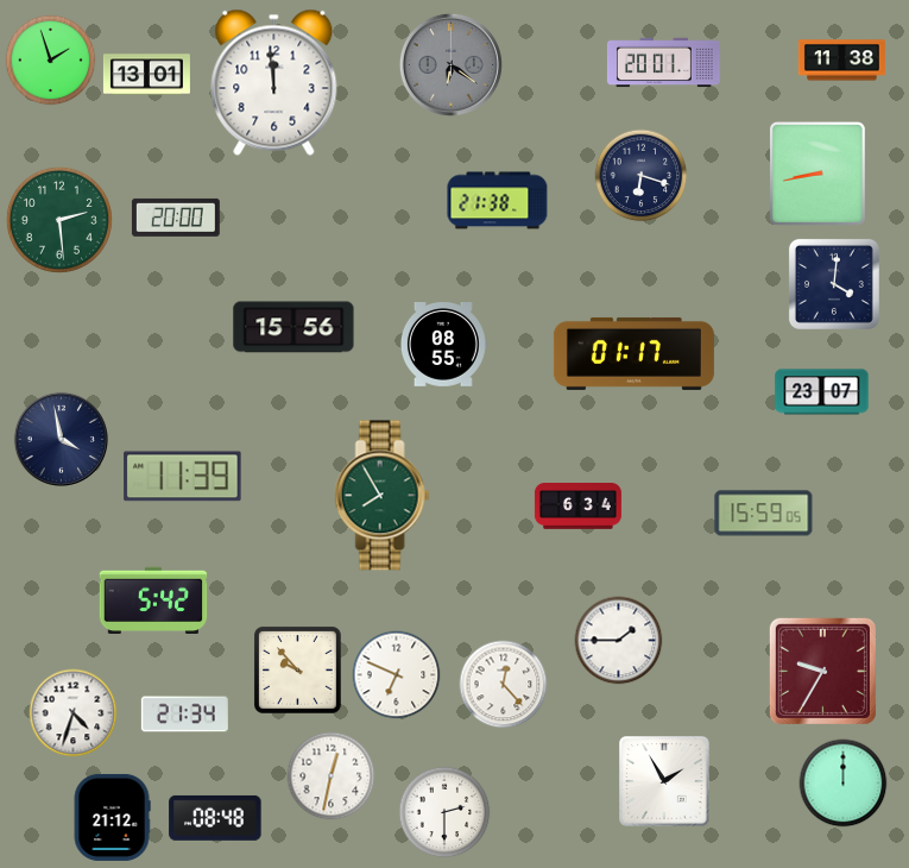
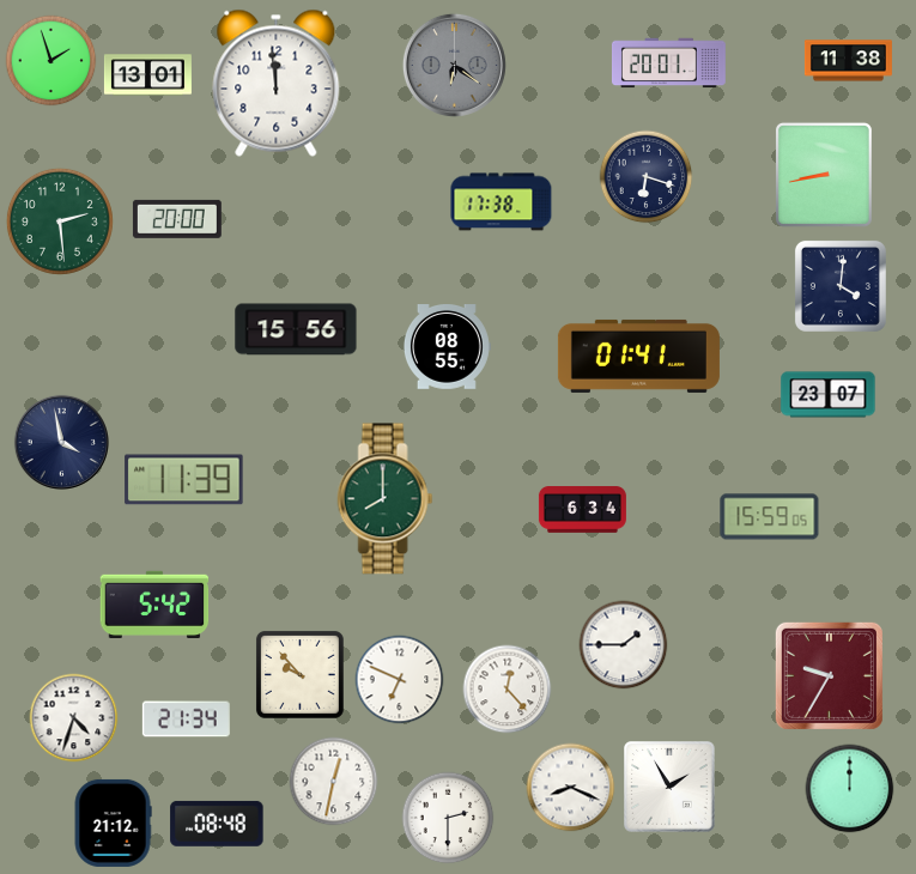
clock at (498, 201): 21:38 -> 17:38
clock at (633, 353): 01:17 -> 01:41
clock at (383, 496): 7:55 -> 8:00
clock at (571, 788): none -> 8:19
